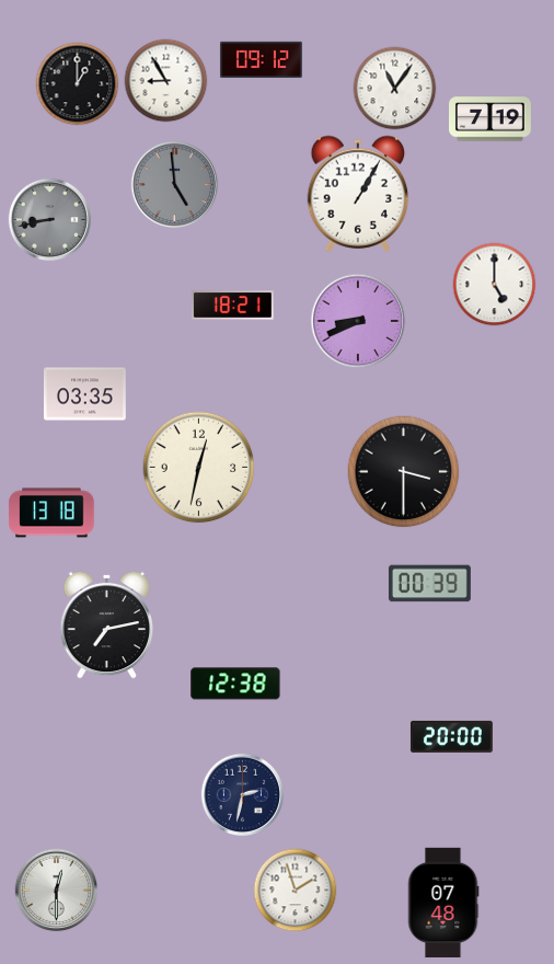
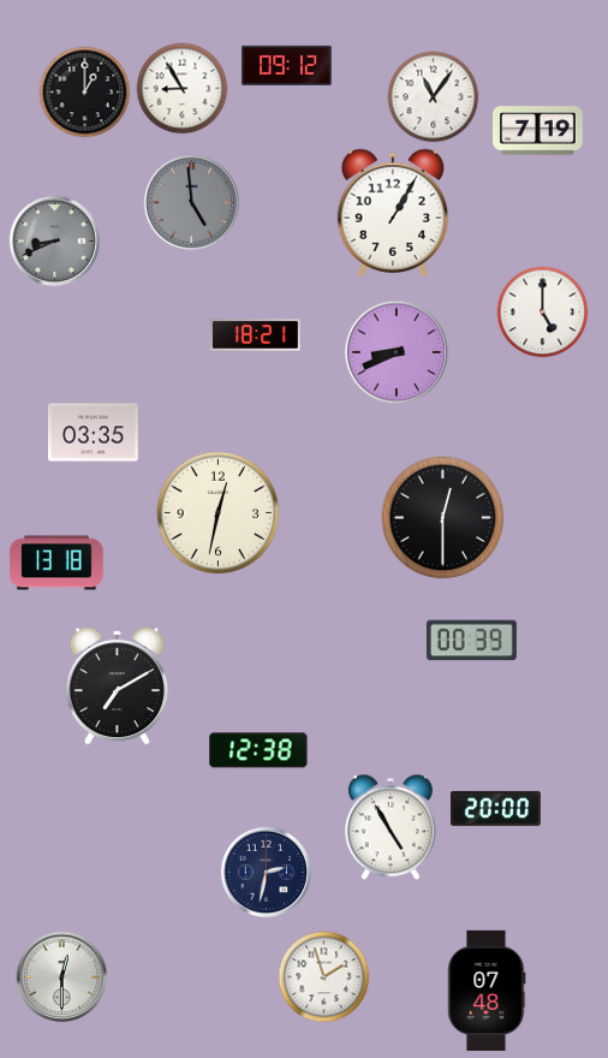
clock at (50, 220): 8:43 -> 8:41
clock at (358, 321) position: (358, 321) -> (397, 352)
clock at (404, 472): 3:30 -> 12:30
clock at (107, 624): 7:13 -> 7:10
clock at (391, 827): none -> 4:55
